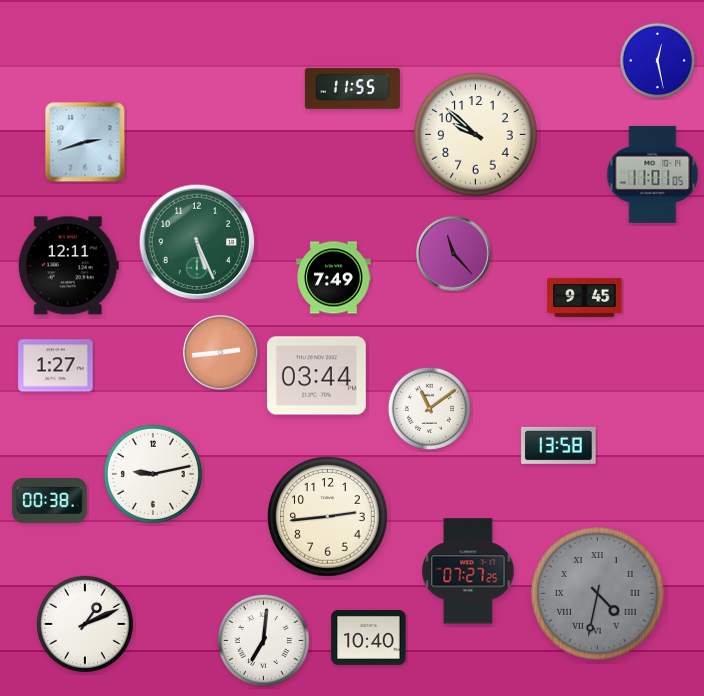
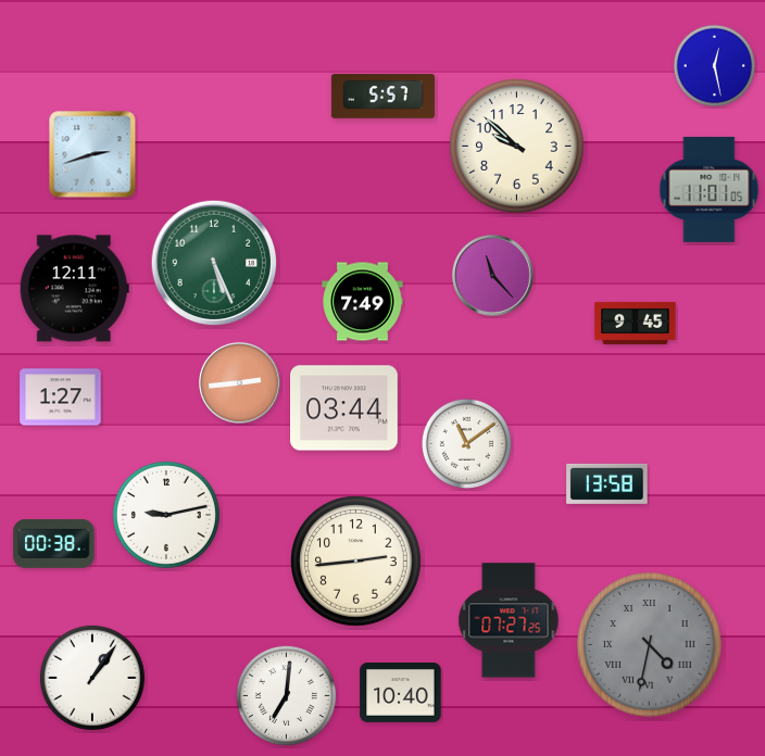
clock at (352, 89): 11:55 -> 5:57
clock at (85, 624): 1:11 -> 1:06
